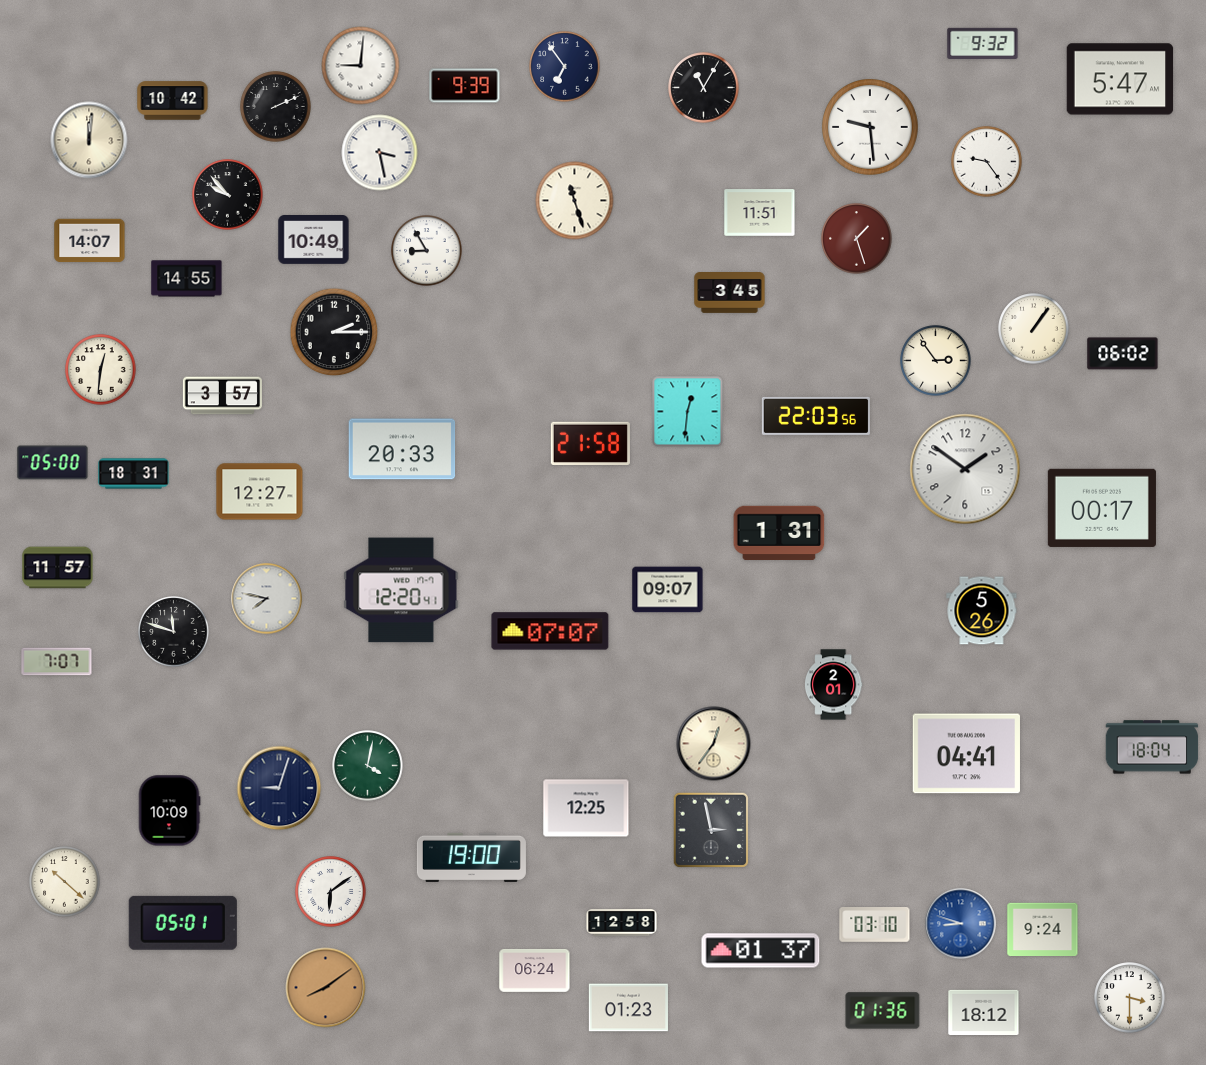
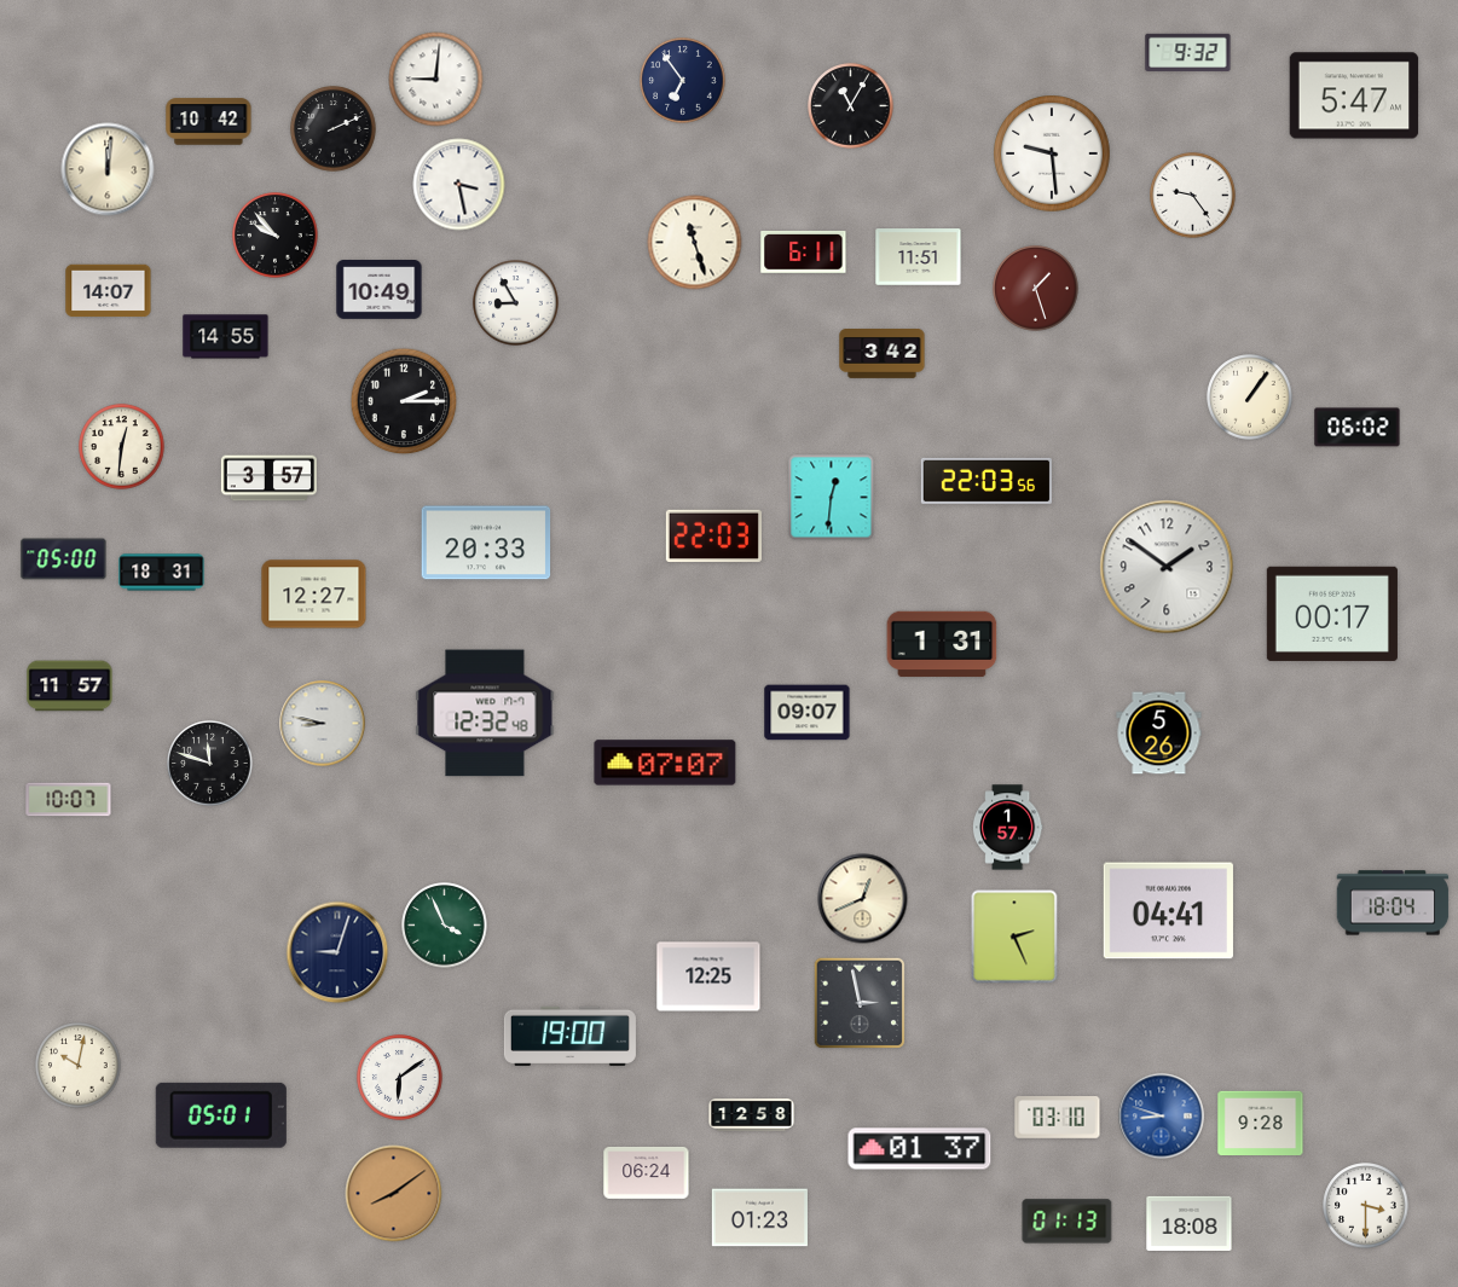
clock at (465, 86): 9:39 -> none
clock at (804, 253): none -> 6:11
clock at (730, 293): 3:45 -> 3:42
clock at (936, 361): 2:54 -> none
clock at (816, 416) position: (816, 416) -> (987, 481)
clock at (590, 443): 21:58 -> 22:03
clock at (401, 590): 12:20 -> 12:32
clock at (267, 599): 7:47 -> 8:47
clock at (982, 611) position: (982, 611) -> (1159, 734)
clock at (57, 662): 7:07 -> 10:07
clock at (833, 685): 2:01 -> 1:57
clock at (714, 744): 12:36 -> 12:41
clock at (368, 766): 4:02 -> 3:56
clock at (1014, 937): none -> 2:26
clock at (169, 811): 10:09 -> none
clock at (65, 882): 10:22 -> 10:02
clock at (1043, 930): 9:24 -> 9:28
clock at (883, 1011): 01:36 -> 01:13
clock at (984, 1012): 18:12 -> 18:08
